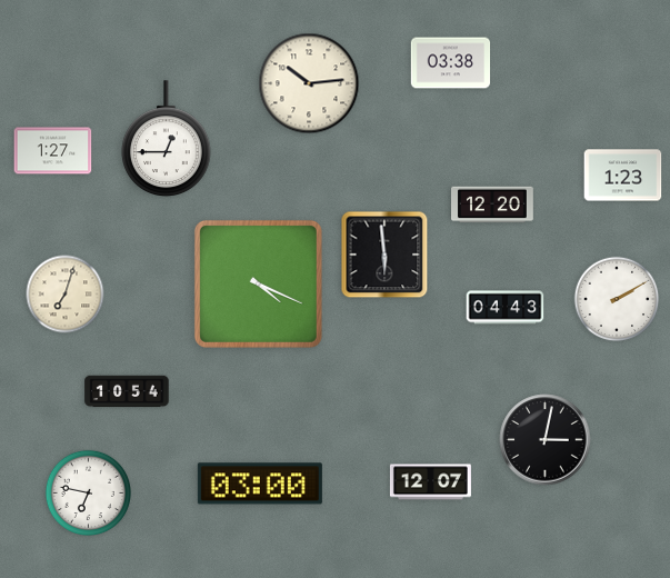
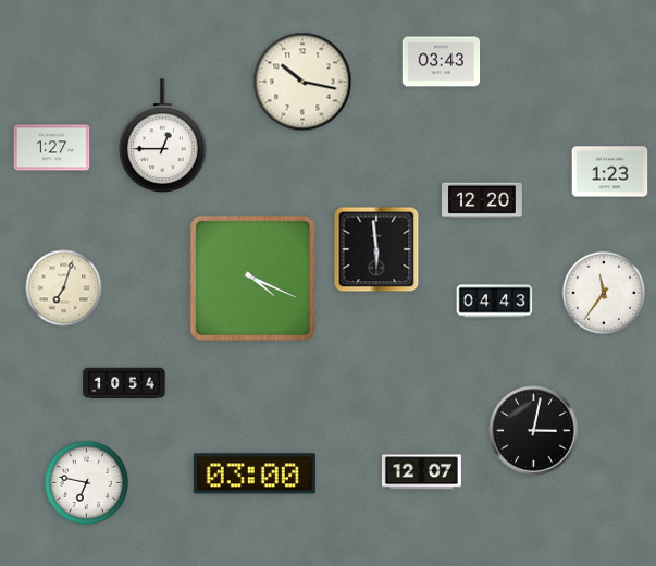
clock at (451, 63): 03:38 -> 03:43
clock at (309, 83): 10:14 -> 10:17
clock at (617, 299): 2:10 -> 11:36
